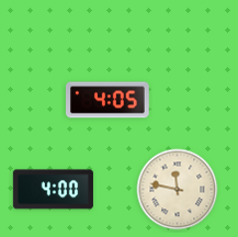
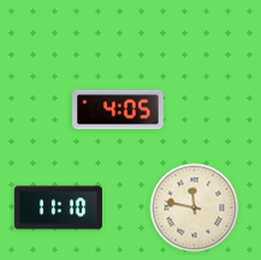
clock at (53, 190): 4:00 -> 11:10
